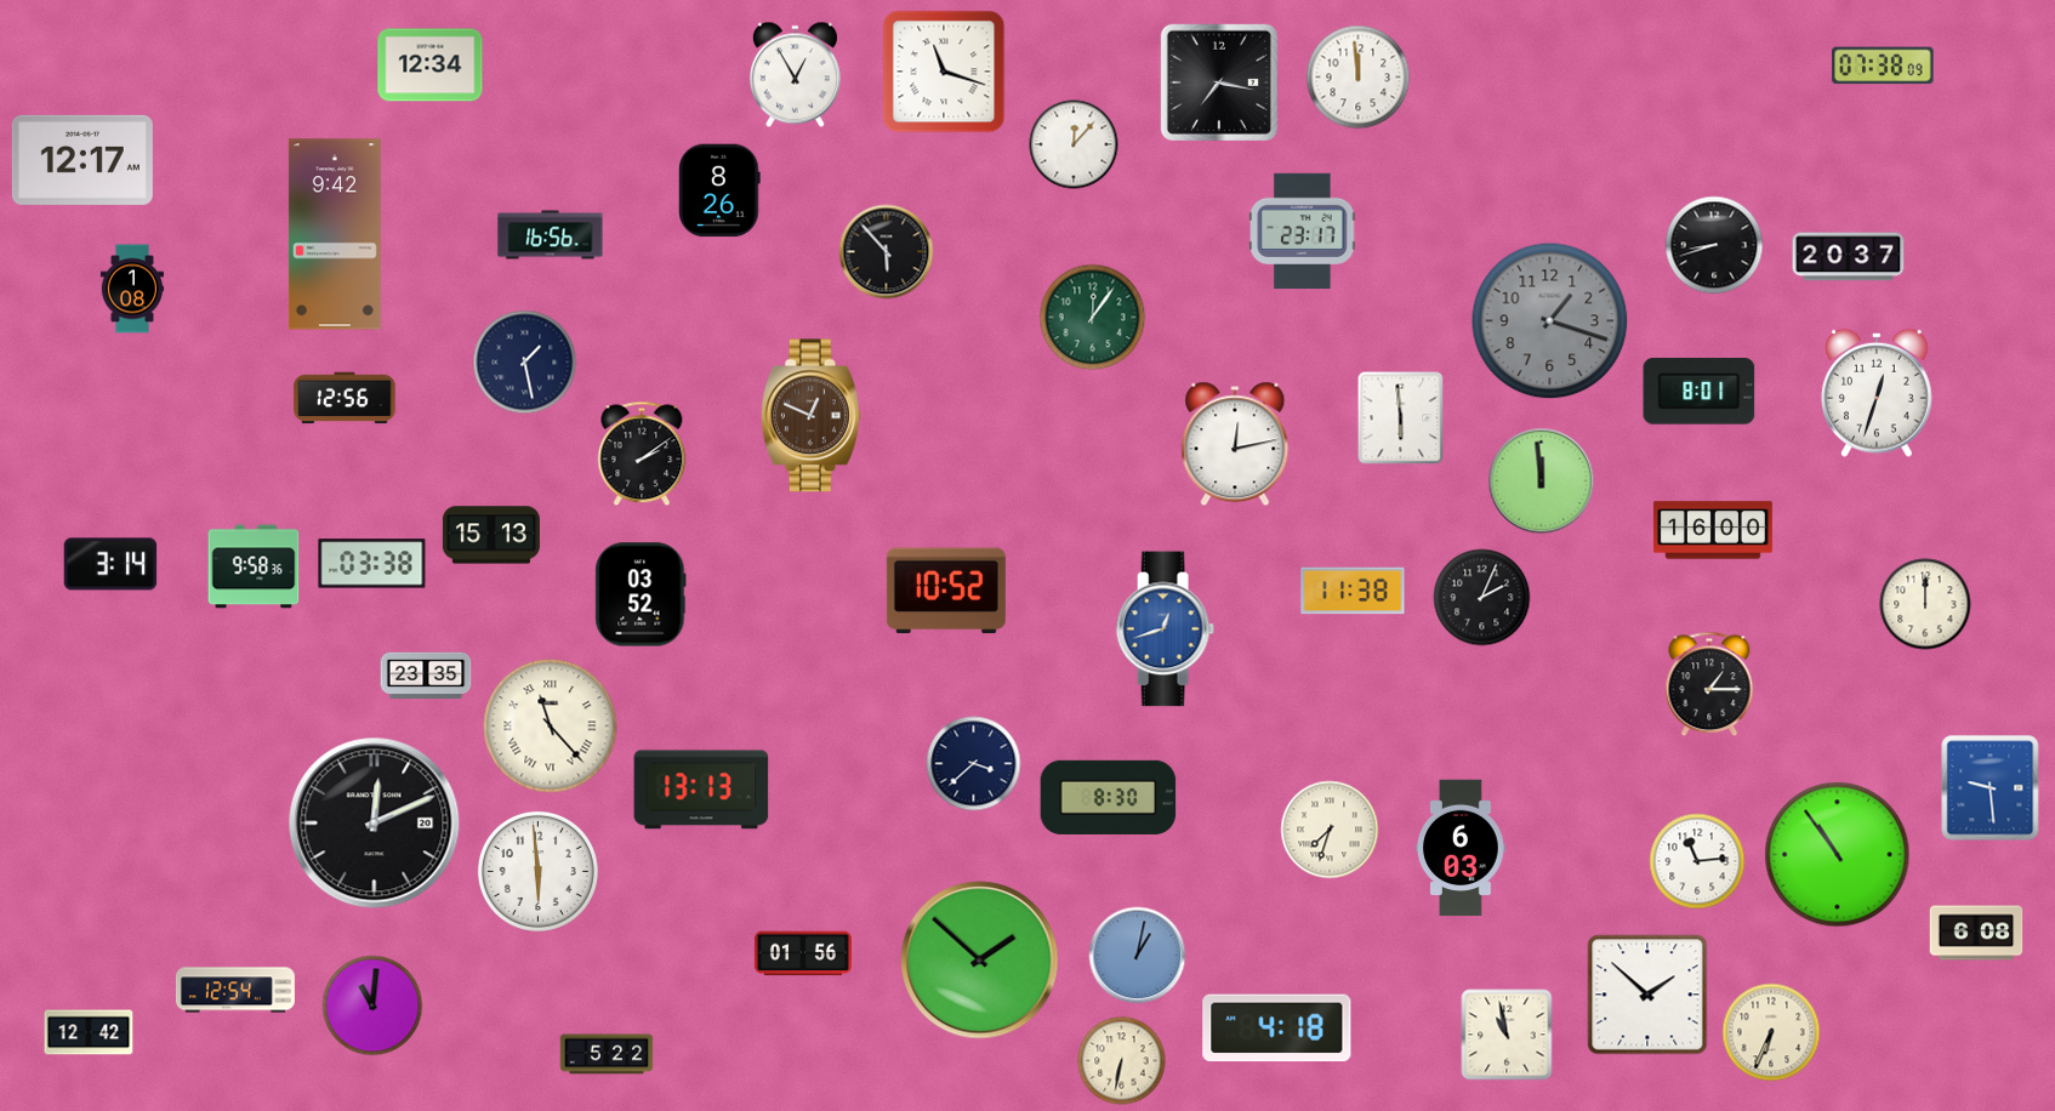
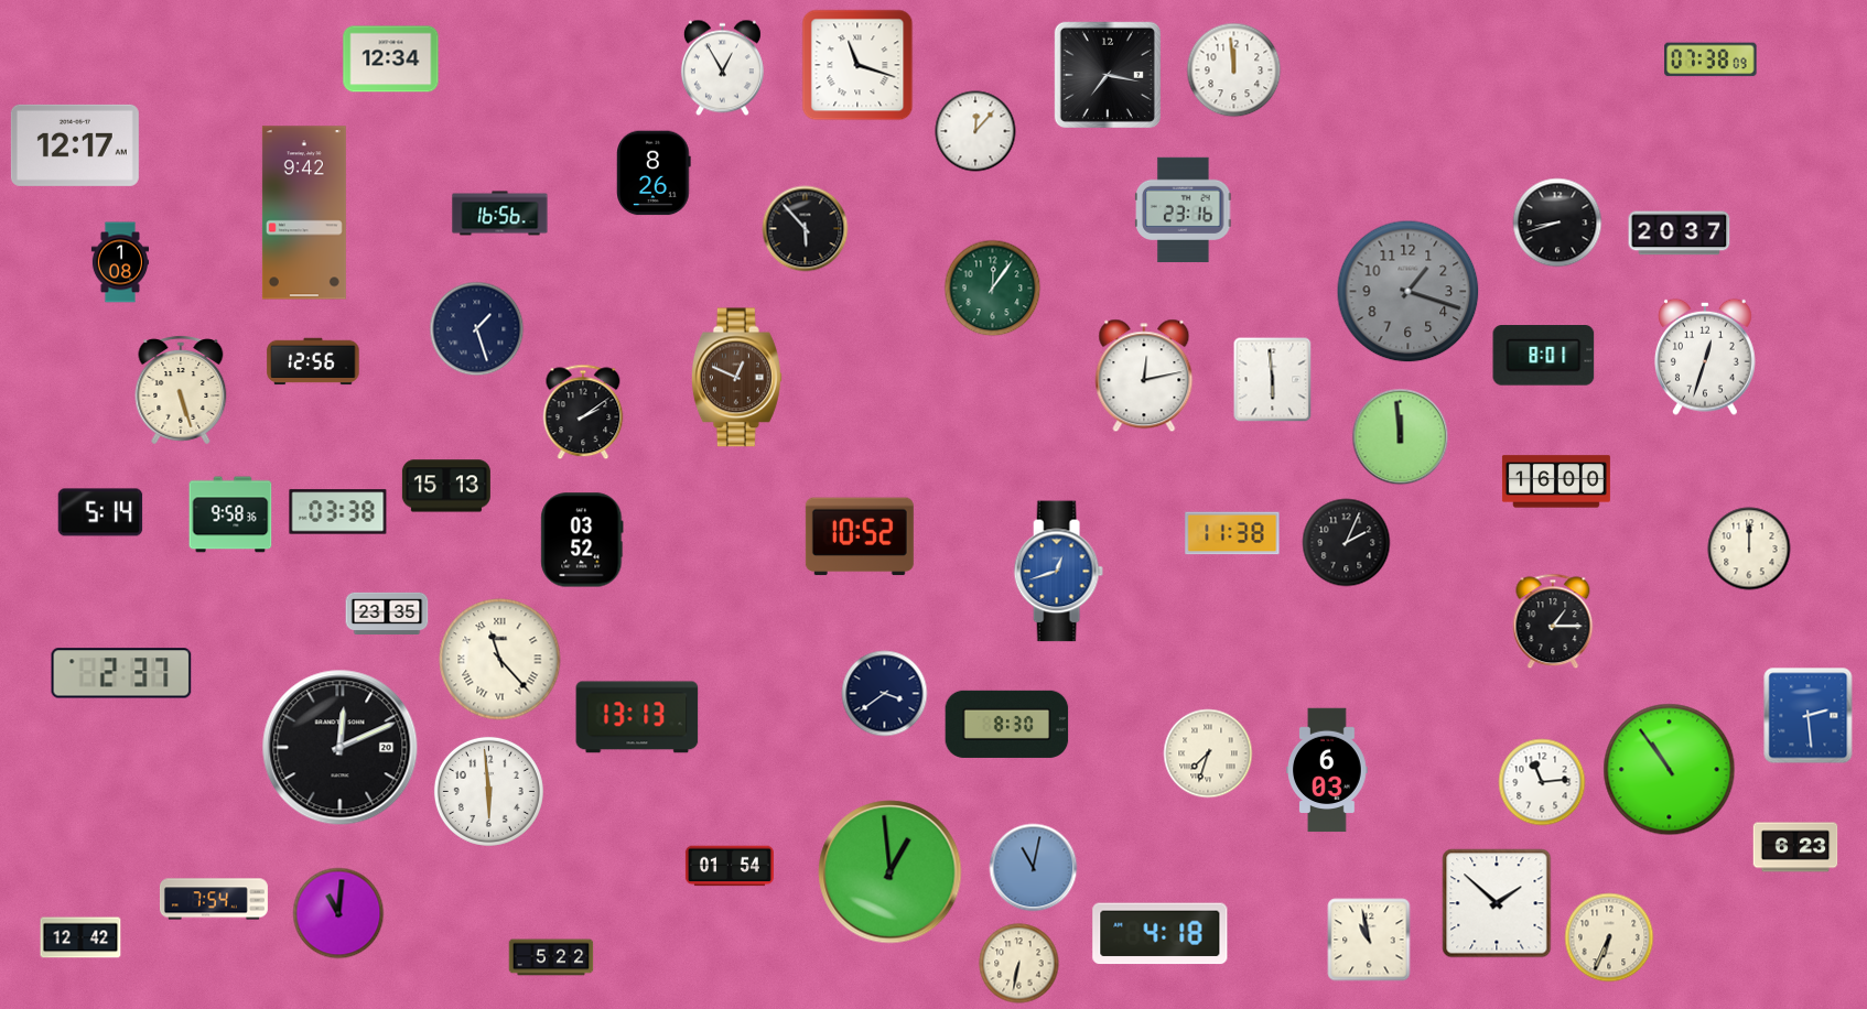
clock at (1303, 232): 23:17 -> 23:16
clock at (525, 363): 1:28 -> 1:27
clock at (181, 390): none -> 5:27
clock at (1235, 444) position: (1235, 444) -> (1144, 376)
clock at (110, 564): 3:14 -> 5:14
clock at (1353, 591) position: (1353, 591) -> (1232, 533)
clock at (121, 673): none -> 2:37
clock at (974, 764): 3:38 -> 3:39
clock at (1991, 788): 9:29 -> 2:29
clock at (1838, 855) position: (1838, 855) -> (1670, 770)
clock at (1976, 933): 6:08 -> 6:23
clock at (803, 953): 01:56 -> 01:54
clock at (1138, 956): 1:02 -> 11:02
clock at (980, 961): 1:52 -> 12:59
clock at (235, 990): 12:54 -> 7:54
